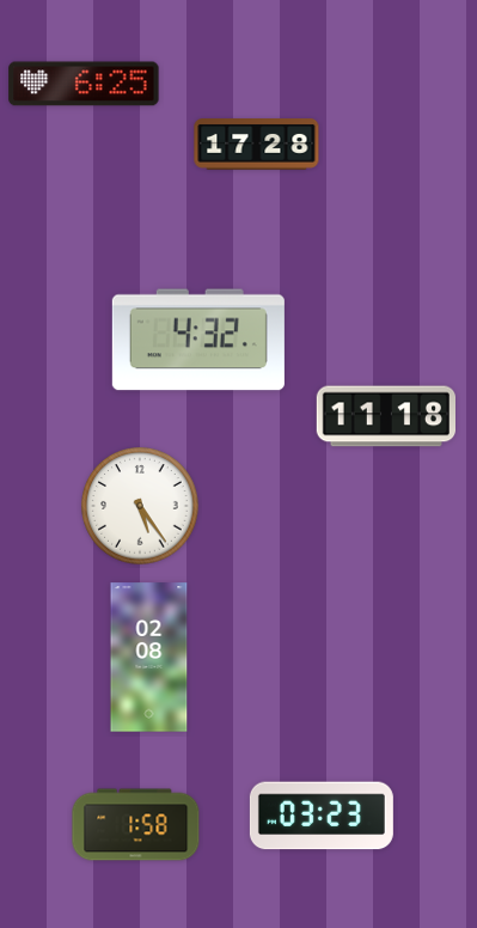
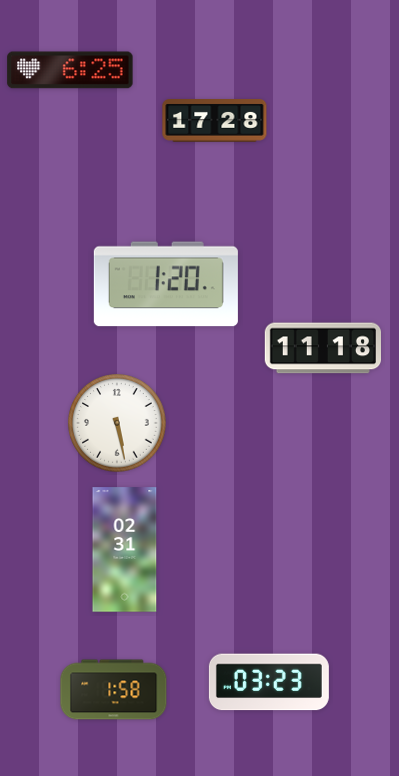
clock at (198, 340): 4:32 -> 1:20
clock at (140, 506): 5:24 -> 5:28
clock at (149, 658): 02:08 -> 02:31
